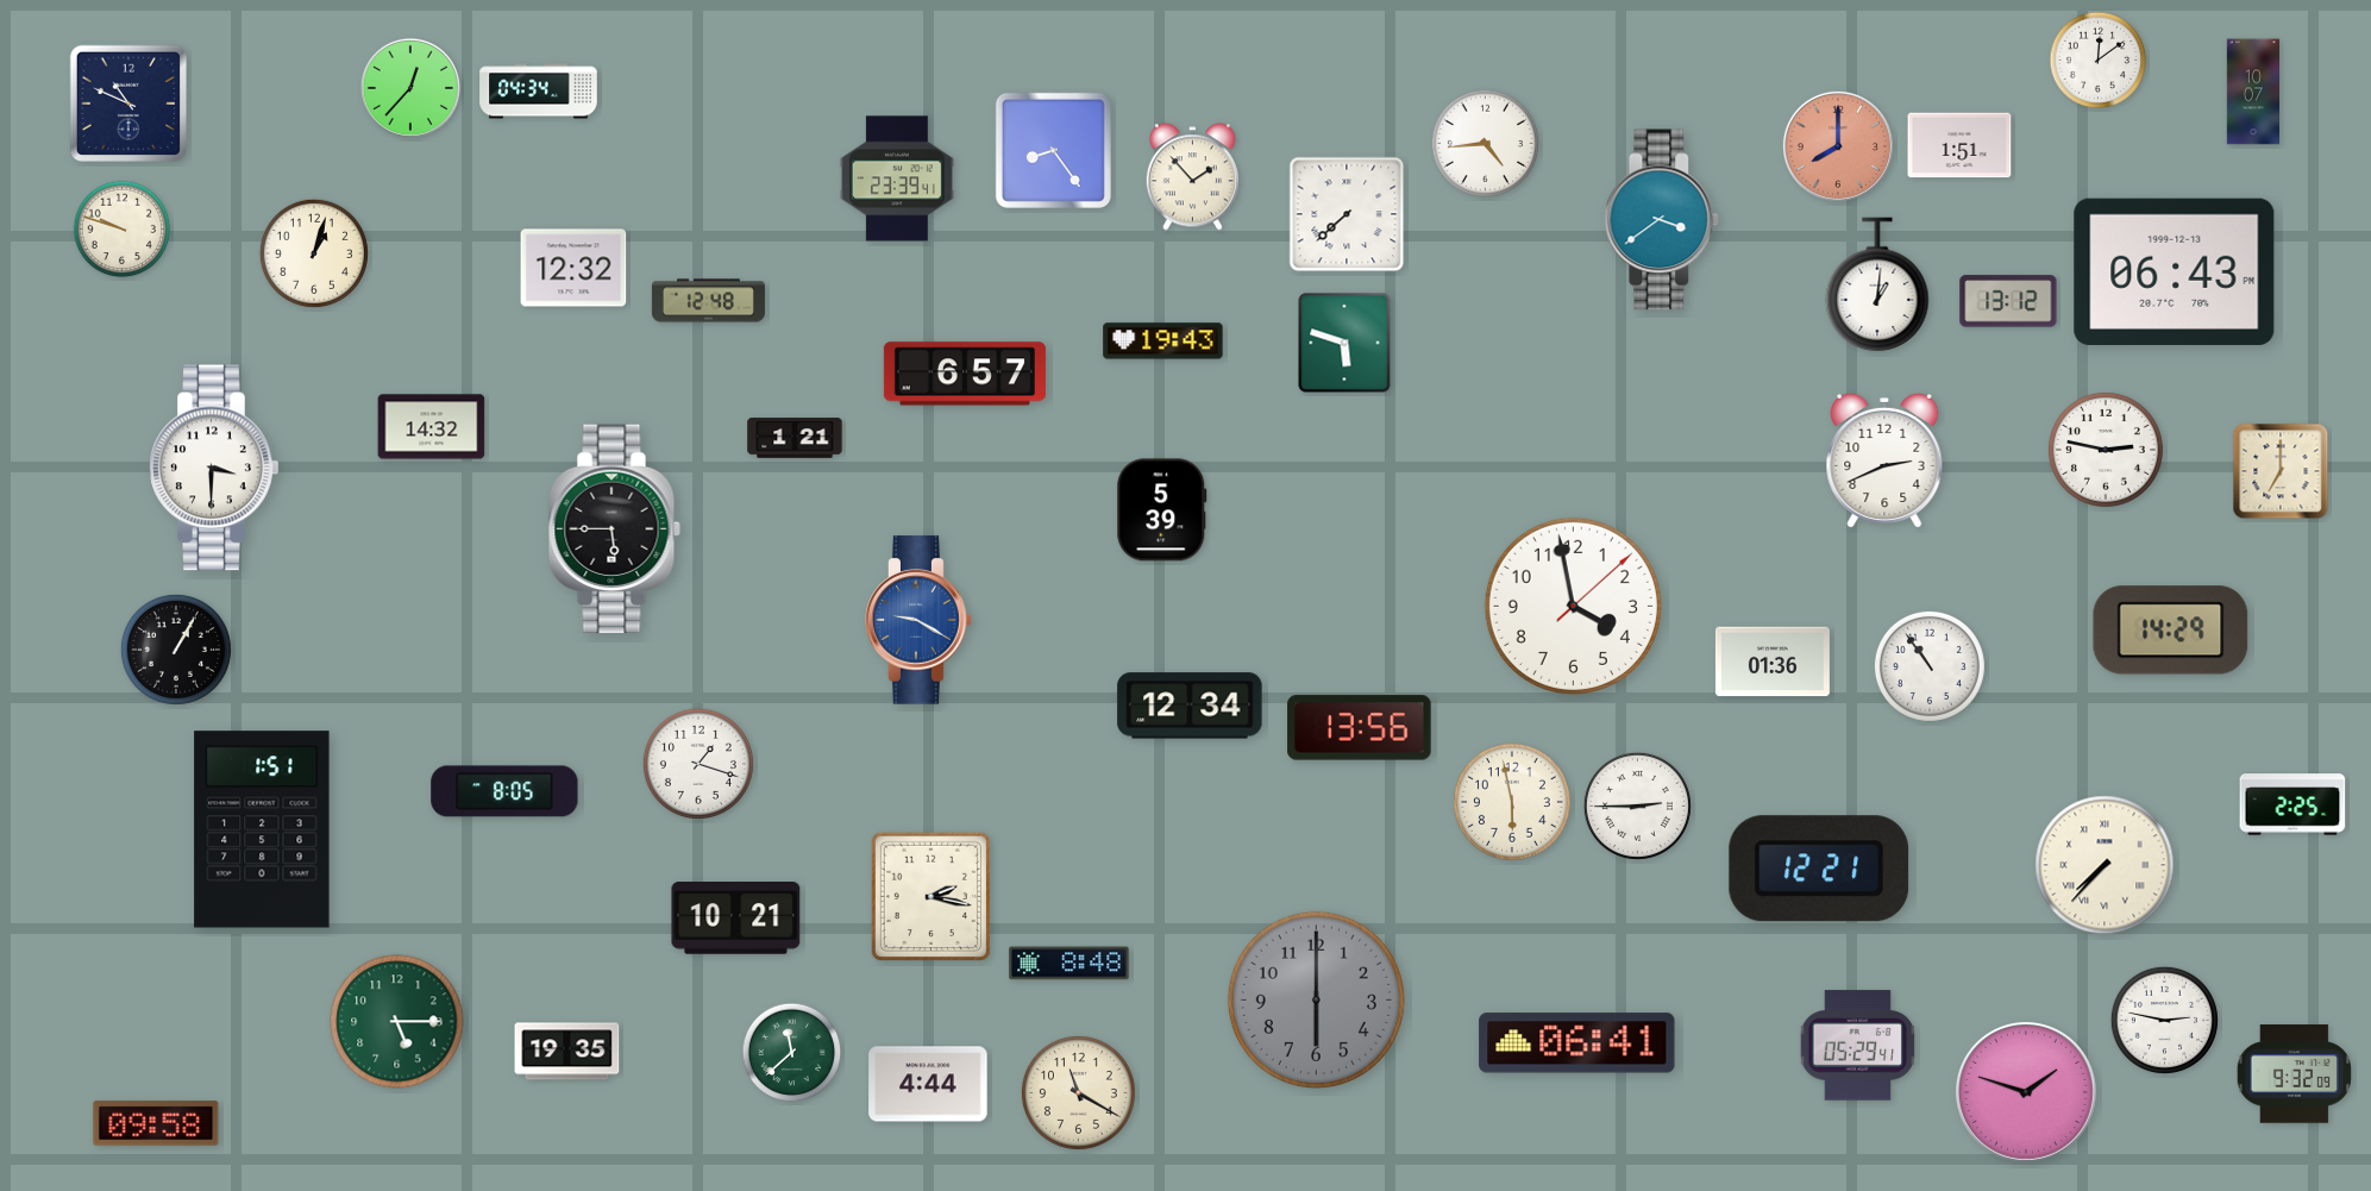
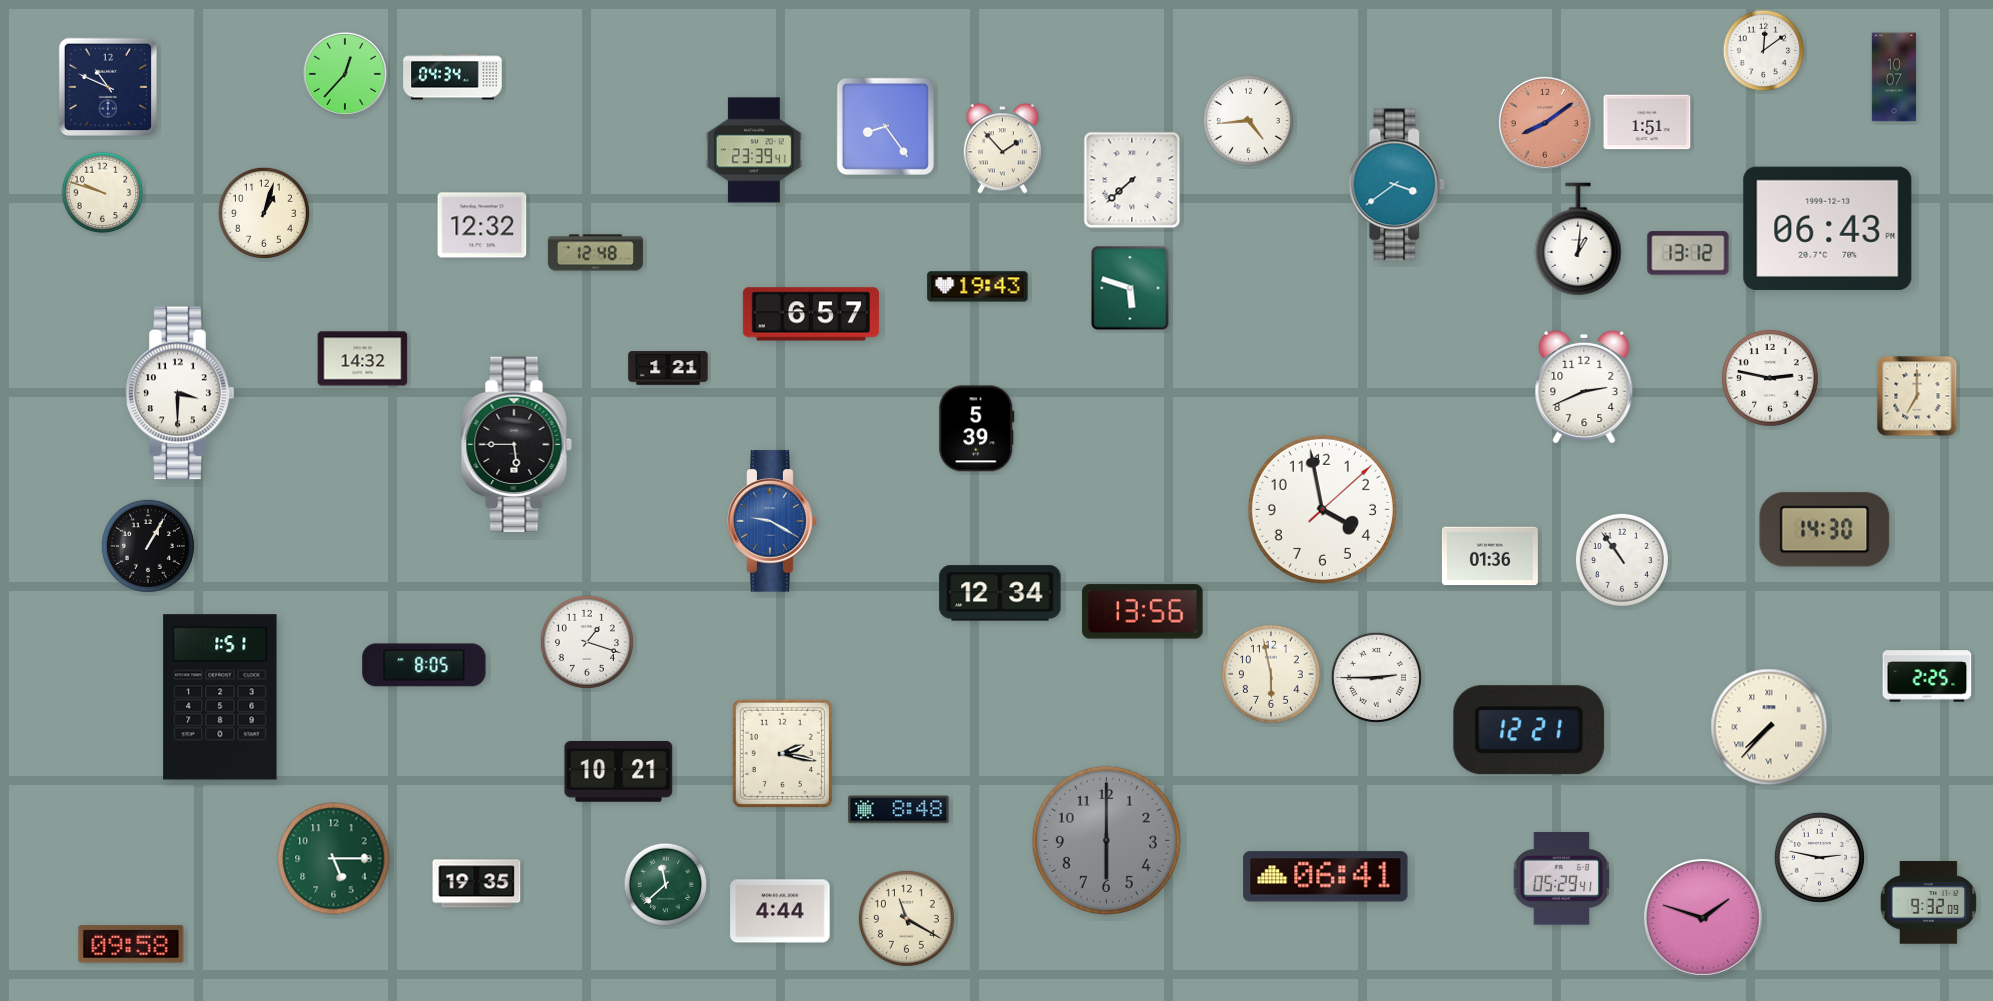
clock at (1838, 146): 8:00 -> 8:09
clock at (2171, 631): 14:29 -> 14:30
